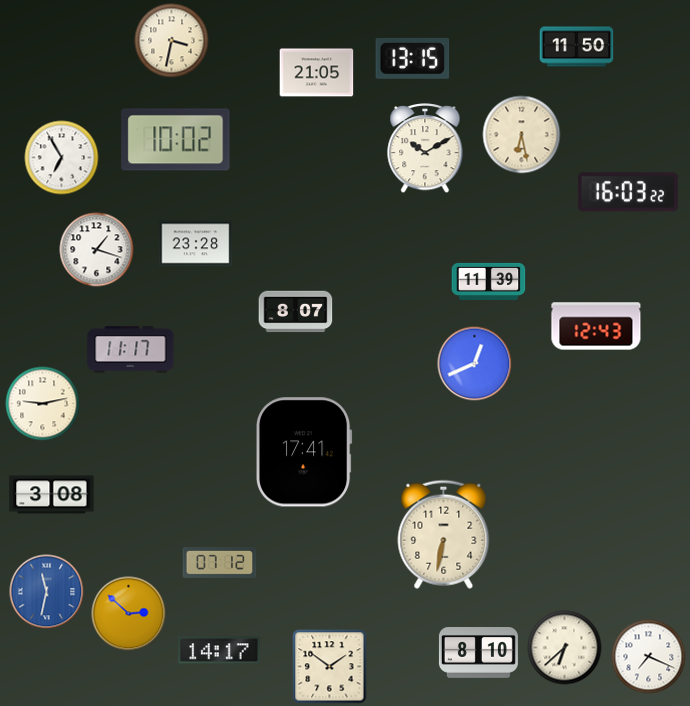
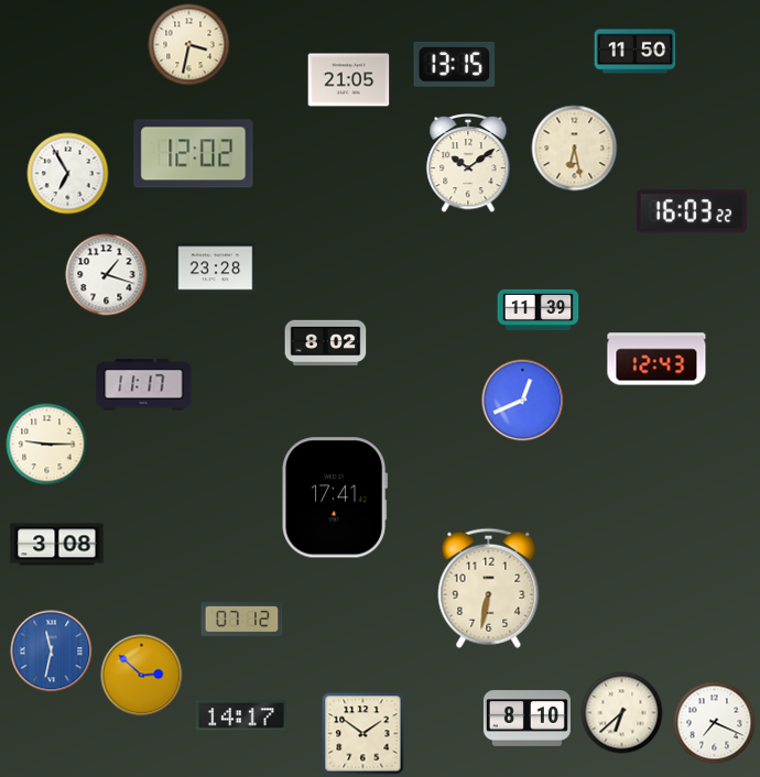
clock at (176, 140): 10:02 -> 12:02
clock at (425, 149): 10:10 -> 10:09
clock at (296, 312): 8:07 -> 8:02
clock at (43, 404): 9:13 -> 9:15
